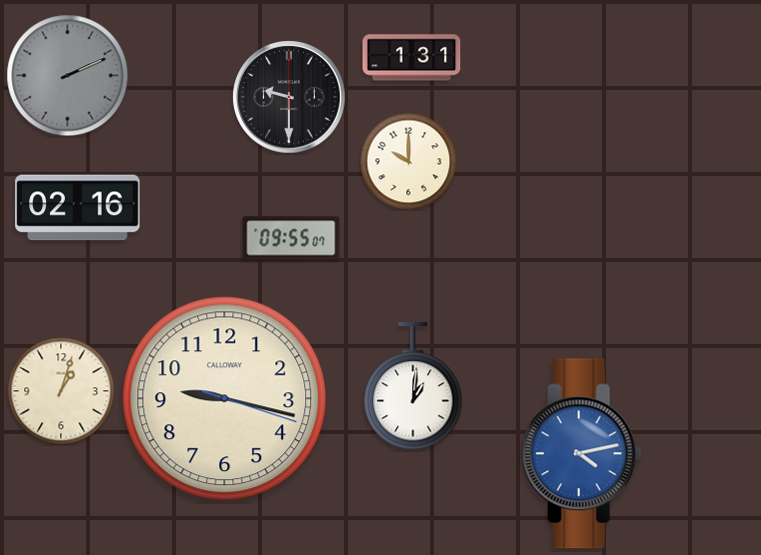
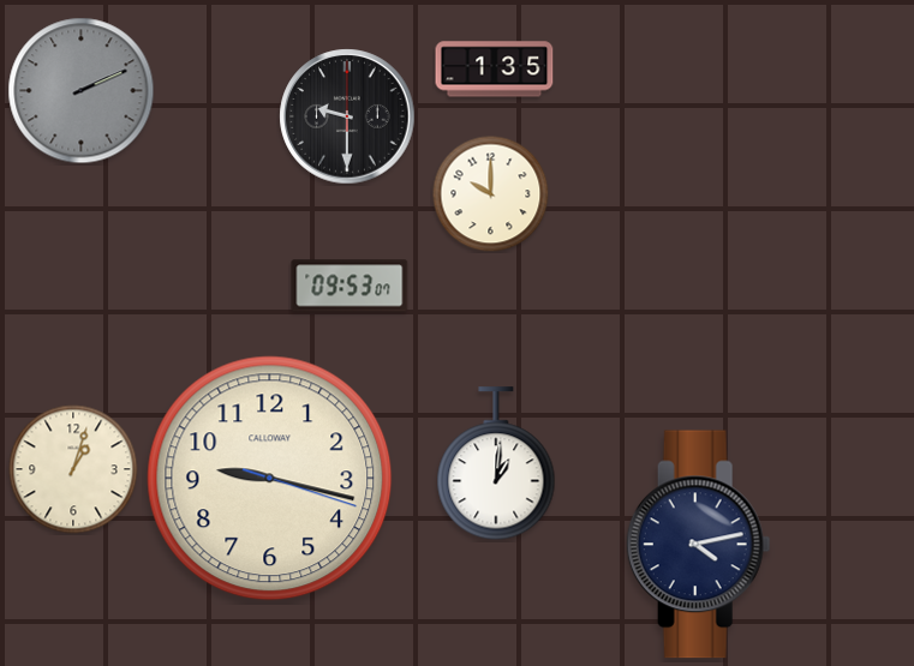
clock at (412, 58): 1:31 -> 1:35
clock at (78, 208): 02:16 -> none
clock at (291, 238): 09:55 -> 09:53
clock at (581, 454) dial: blue -> navy
